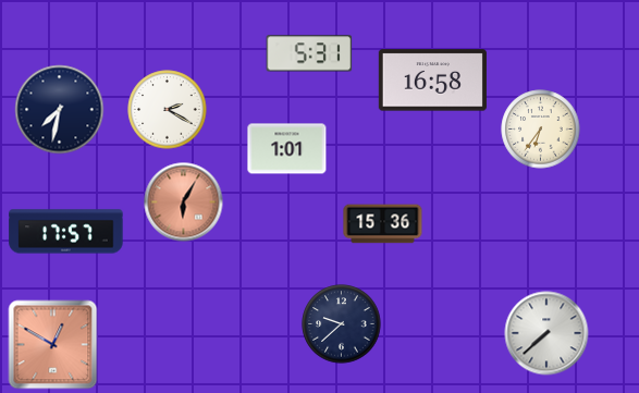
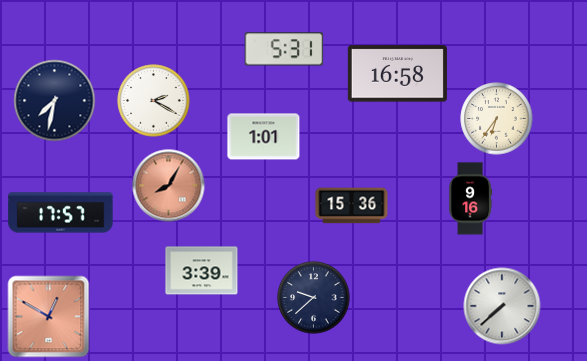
clock at (184, 202): 6:05 -> 8:05
clock at (471, 199): none -> 9:16
clock at (202, 271): none -> 3:39
